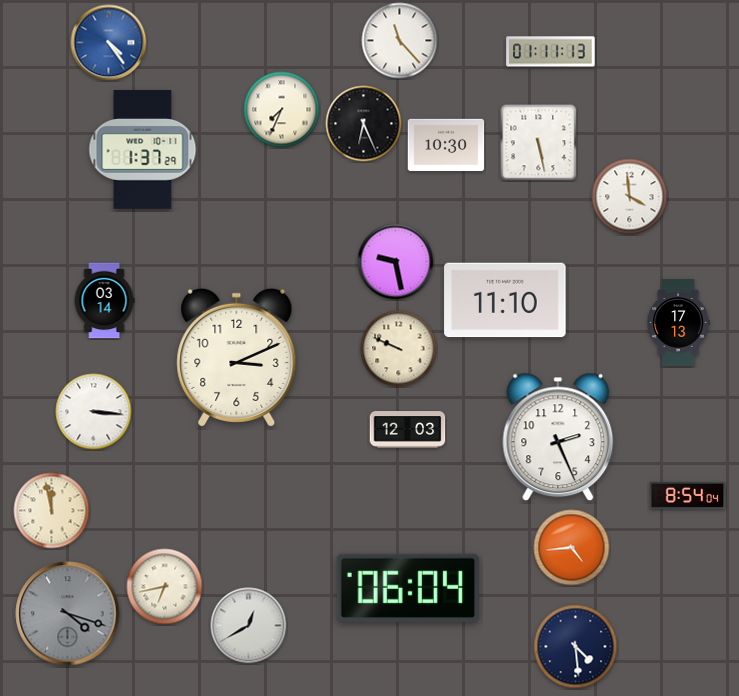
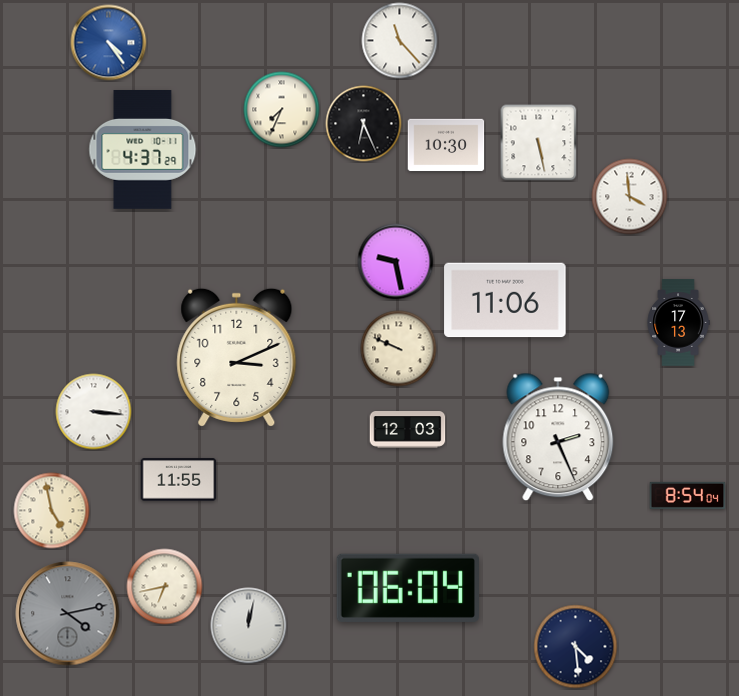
clock at (551, 52): 01:11 -> none
clock at (143, 150): 1:37 -> 4:37
clock at (505, 300): 11:10 -> 11:06
clock at (104, 301): 03:14 -> none
clock at (179, 480): none -> 11:55
clock at (52, 511): 11:58 -> 4:58
clock at (572, 548): 4:44 -> none
clock at (68, 614): 4:18 -> 4:13
clock at (249, 626): 12:40 -> 12:02
